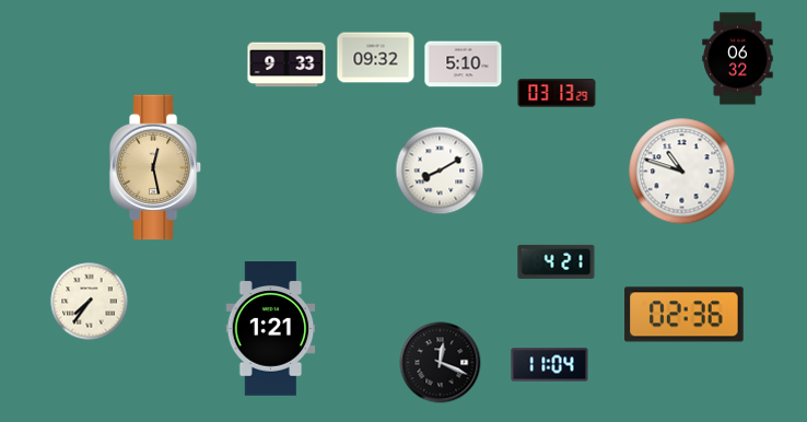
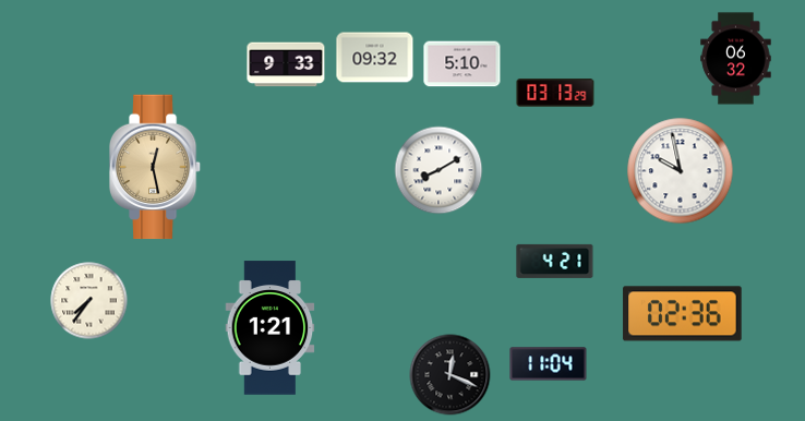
clock at (682, 172): 10:48 -> 9:58
clock at (441, 363) position: (441, 363) -> (450, 375)
